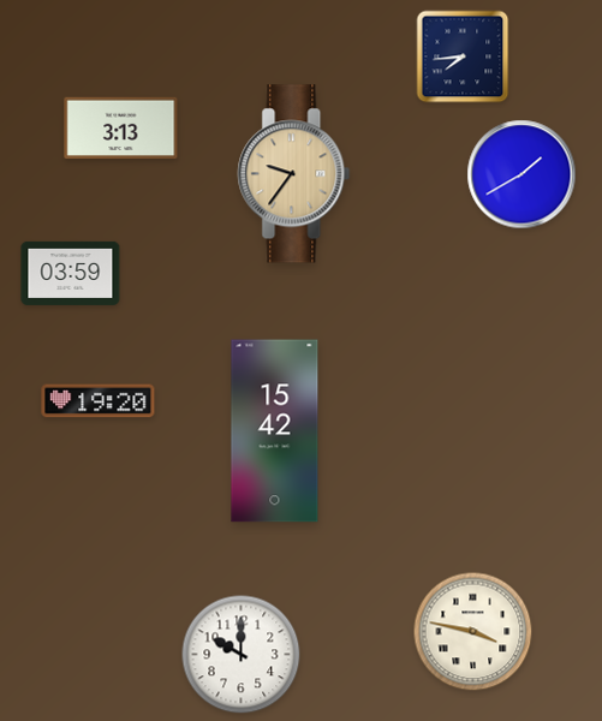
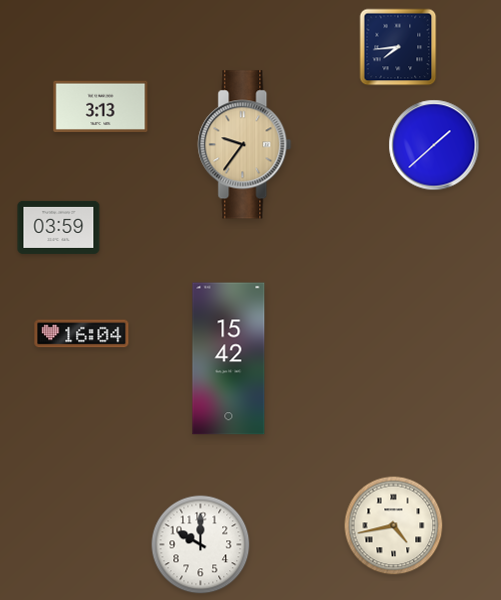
clock at (463, 56) position: (463, 56) -> (398, 47)
clock at (521, 174): 1:40 -> 1:38
clock at (99, 401): 19:20 -> 16:04
clock at (473, 632): 3:47 -> 4:43
